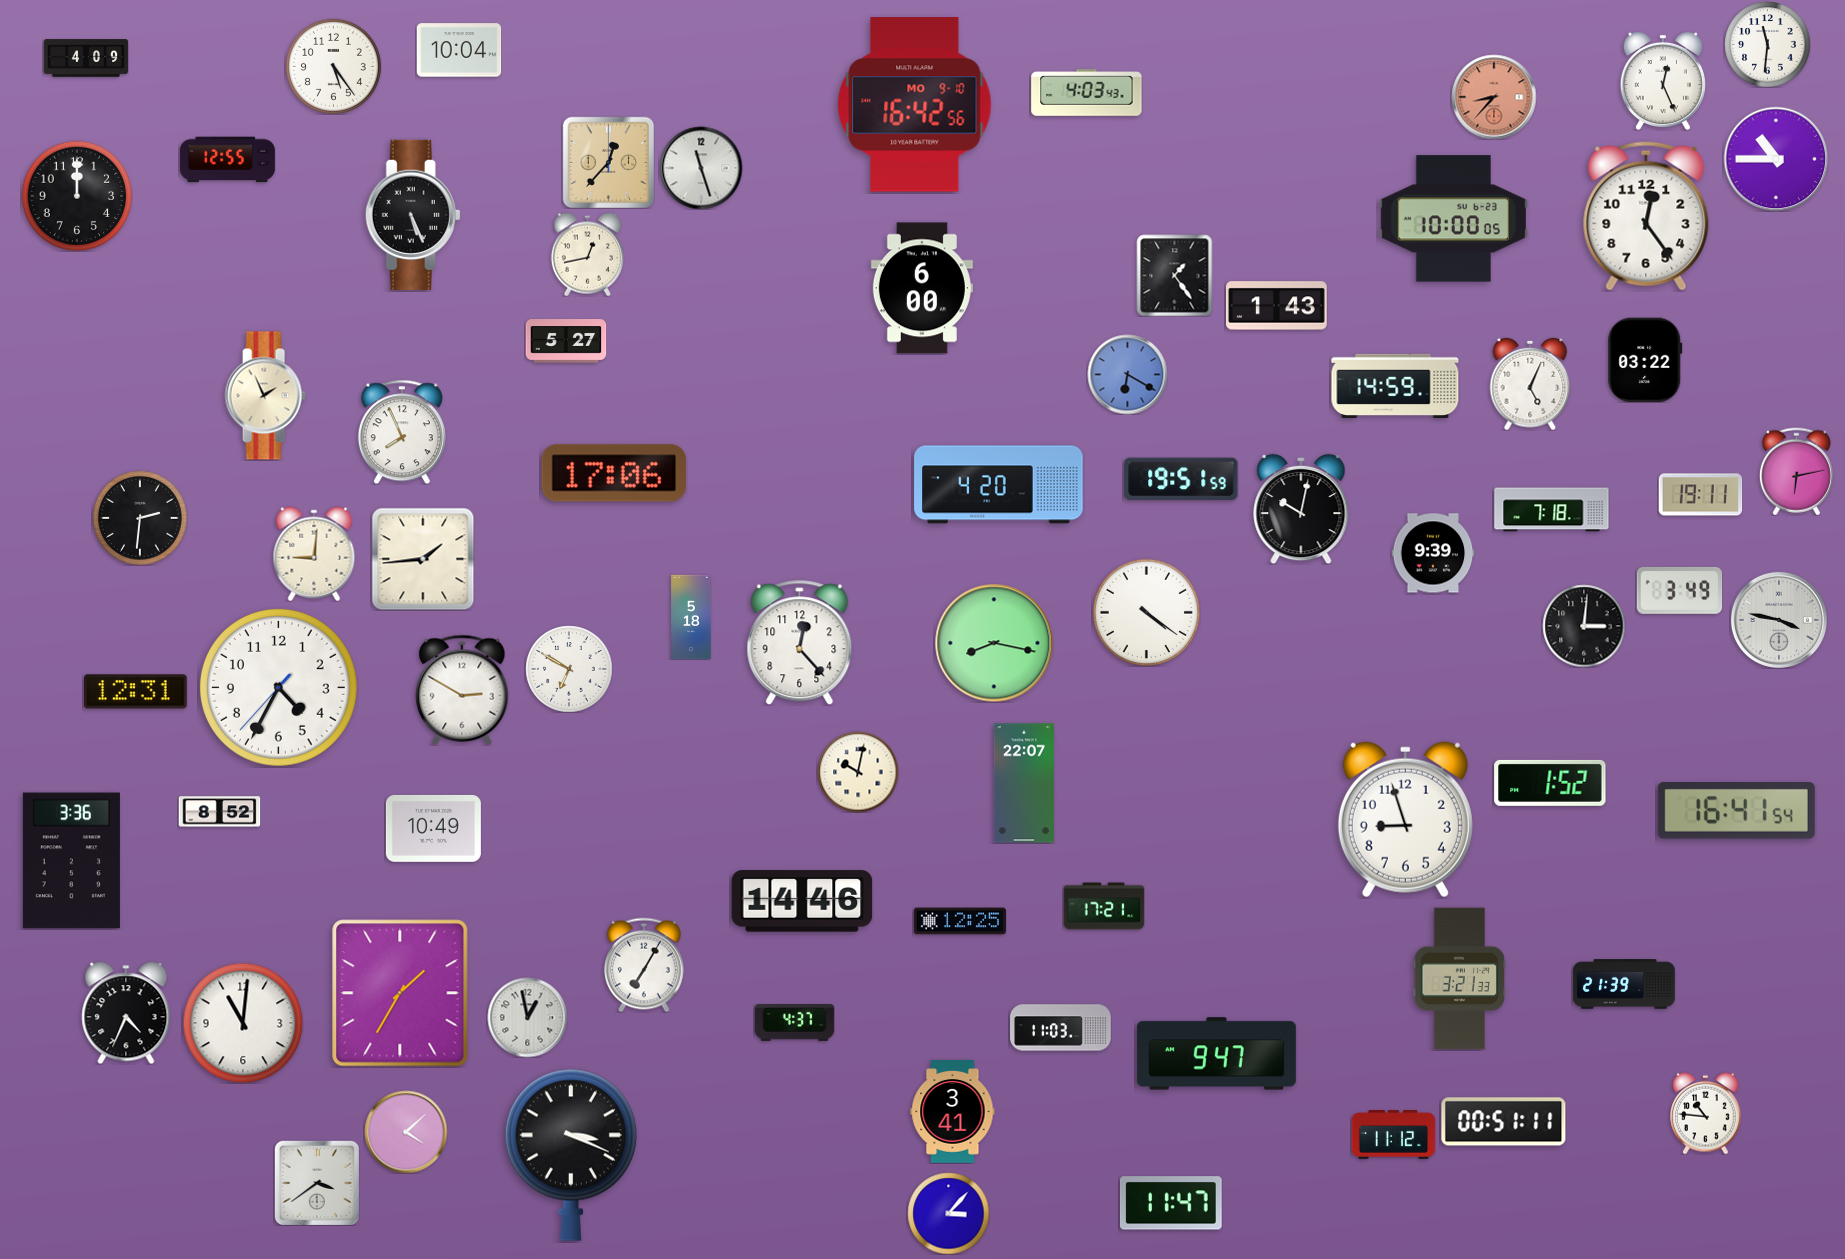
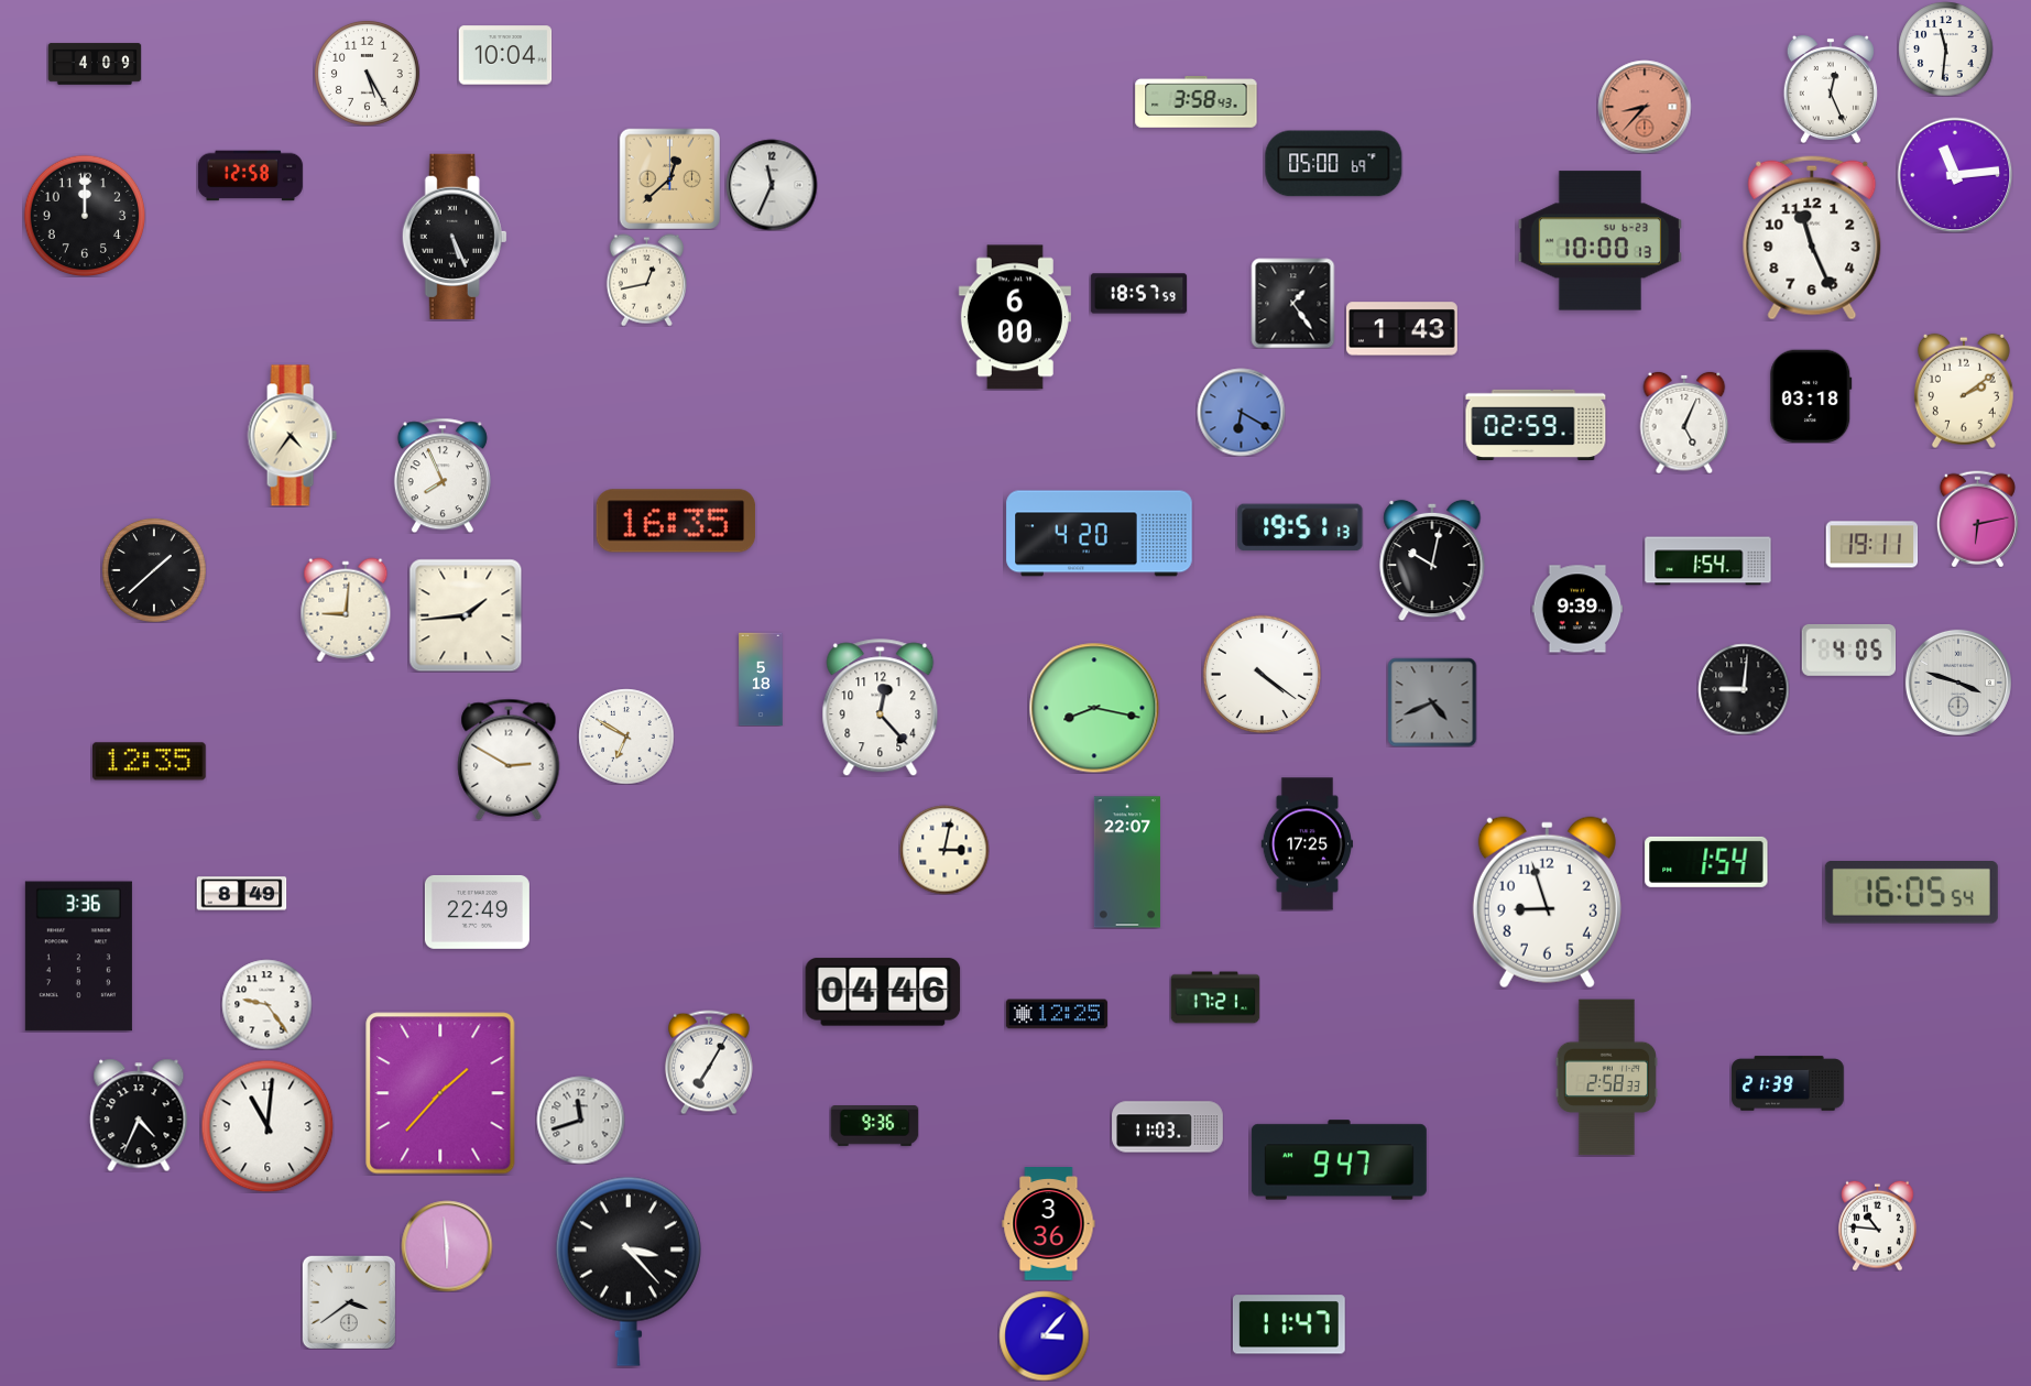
clock at (333, 66): 5:24 -> 5:25
clock at (1087, 93): 4:03 -> 3:58
clock at (915, 105): 16:42 -> none
clock at (1334, 164): none -> 05:00
clock at (1776, 159): 10:45 -> 11:14
clock at (227, 160): 12:55 -> 12:58
clock at (608, 162): 12:37 -> 12:38
clock at (701, 168): 11:27 -> 11:34
clock at (1646, 216): 12:24 -> 11:26
clock at (1453, 219): 10:00:05 -> 10:00:13
clock at (1138, 294): none -> 18:57
clock at (1277, 306) position: (1277, 306) -> (1402, 329)
clock at (566, 341): 5:27 -> none
clock at (1964, 391): none -> 2:09
clock at (1645, 360): 03:22 -> 03:18
clock at (1395, 385): 14:59 -> 02:59
clock at (265, 396): 1:56 -> 4:36
clock at (614, 473): 17:06 -> 16:35
clock at (1181, 479): 19:51:59 -> 19:51:13
clock at (1552, 510): 7:18 -> 1:54
clock at (140, 518): 2:31 -> 1:38
clock at (1679, 590): 3:49 -> 4:05
clock at (1779, 620): 3:47 -> 3:48
clock at (1584, 626): 3:01 -> 9:01
clock at (1432, 702): none -> 4:41
clock at (278, 687): 4:34 -> none
clock at (136, 692): 12:31 -> 12:35
clock at (1307, 844): none -> 17:25
clock at (858, 772): 10:02 -> 3:02
clock at (1550, 783): 1:52 -> 1:54
clock at (1736, 811): 16:41 -> 16:05
clock at (219, 812): 8:52 -> 8:49
clock at (433, 828): 10:49 -> 22:49
clock at (71, 861) position: (71, 861) -> (78, 957)
clock at (802, 901): 14:46 -> 04:46
clock at (266, 1004): none -> 9:24
clock at (1459, 979): 3:21 -> 2:58
clock at (400, 993): 1:35 -> 1:37
clock at (527, 1017): 12:58 -> 11:42
clock at (794, 1023): 4:37 -> 9:36
clock at (1061, 1028) position: (1061, 1028) -> (1168, 1127)
clock at (953, 1112): 3:41 -> 3:36
clock at (1504, 1122): 00:51 -> none
clock at (406, 1132): 4:08 -> 5:59
clock at (1393, 1135): 11:12 -> none
clock at (571, 1155): 3:19 -> 3:23
